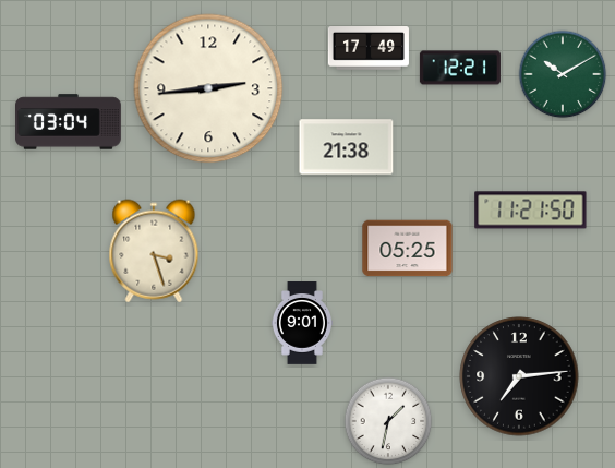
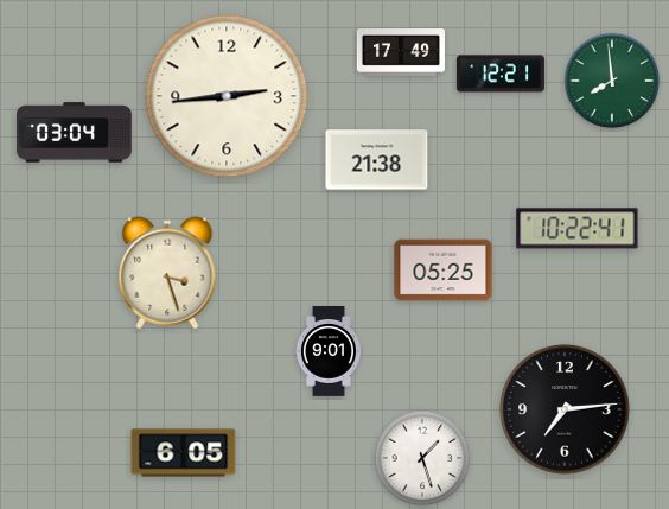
clock at (563, 74): 10:10 -> 7:59
clock at (531, 211): 11:21 -> 10:22
clock at (184, 453): none -> 6:05
clock at (388, 421): 1:32 -> 1:27
